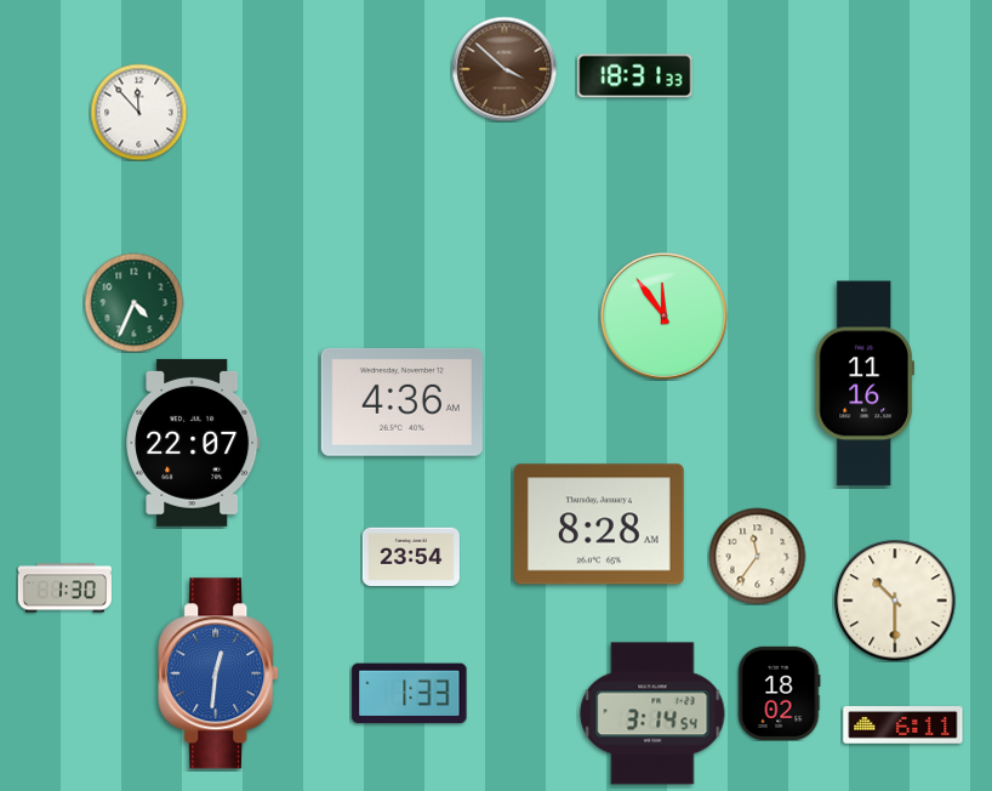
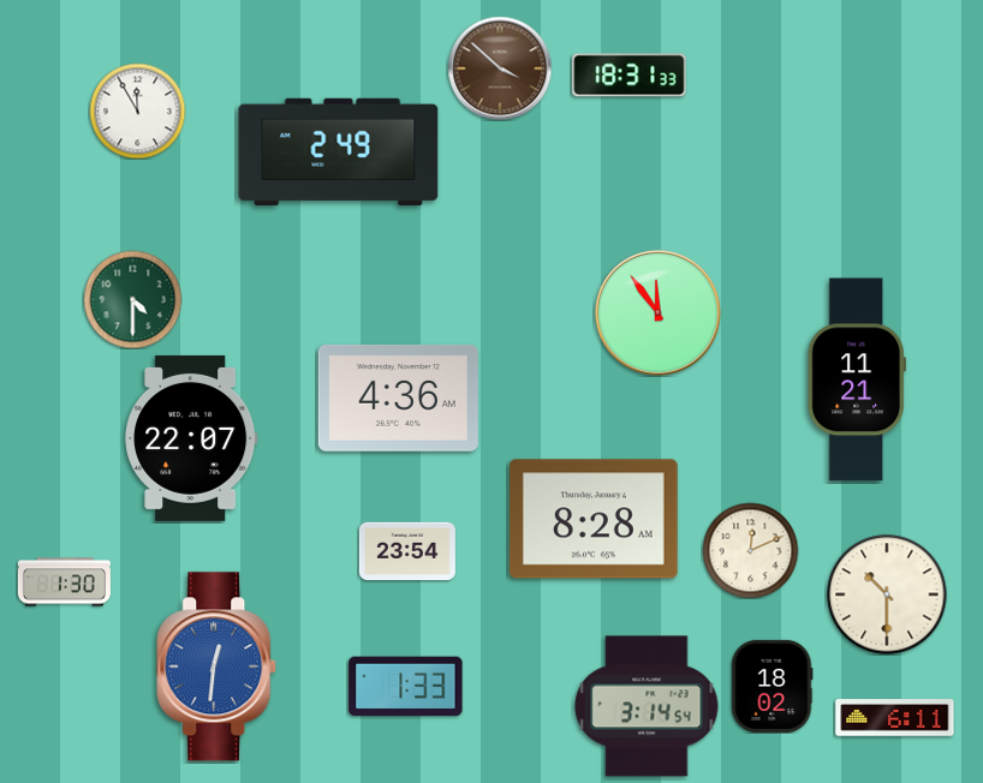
clock at (138, 112): 11:53 -> 11:55
clock at (339, 151): none -> 2:49
clock at (133, 302): 4:34 -> 4:30
clock at (863, 383): 11:16 -> 11:21
clock at (757, 556): 11:36 -> 12:11
